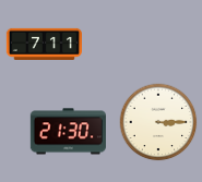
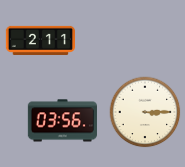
clock at (44, 44): 7:11 -> 2:11
clock at (68, 132): 21:30 -> 03:56
